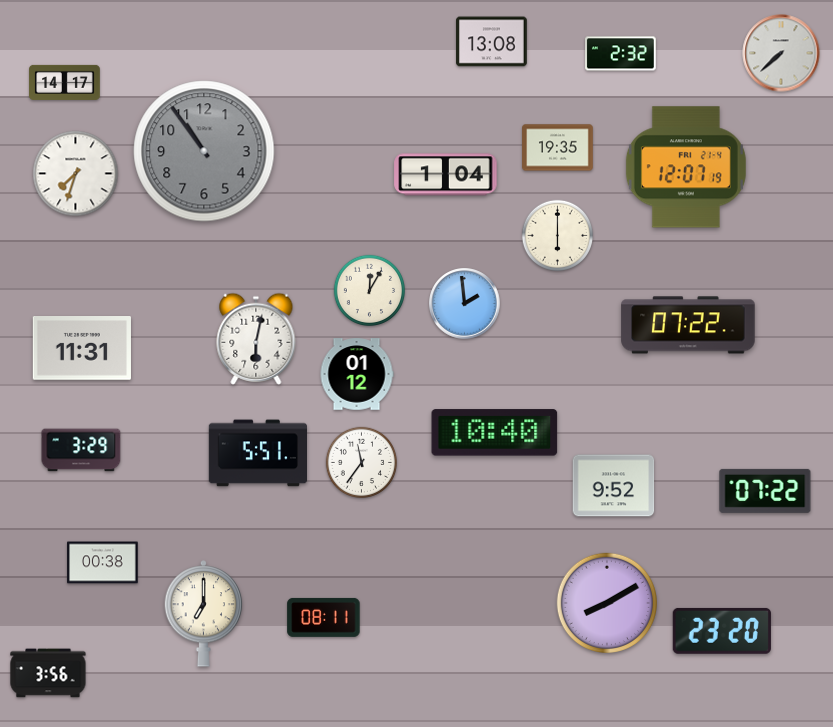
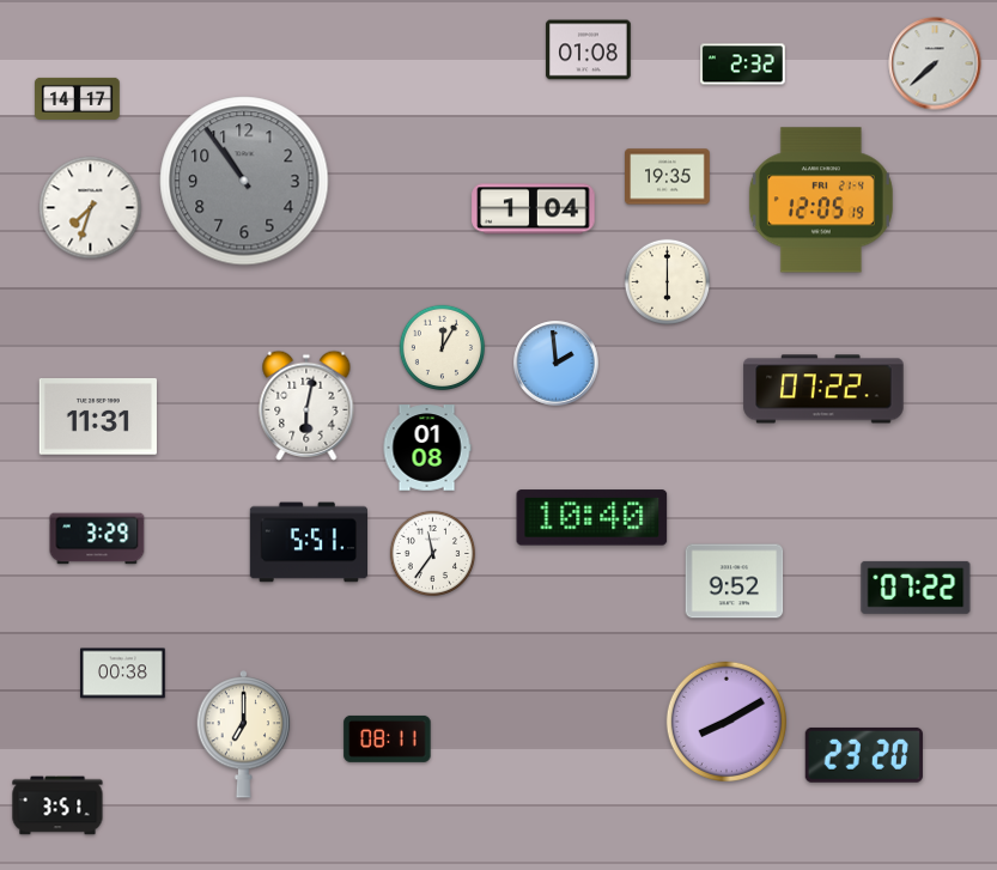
clock at (492, 42): 13:08 -> 01:08
clock at (686, 167): 12:07 -> 12:05
clock at (357, 374): 01:12 -> 01:08
clock at (48, 673): 3:56 -> 3:51
